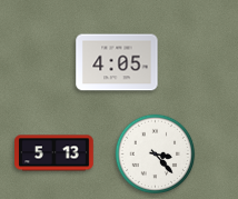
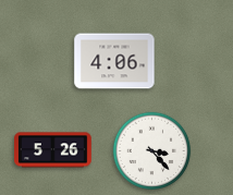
clock at (117, 62): 4:05 -> 4:06
clock at (54, 153): 5:13 -> 5:26
